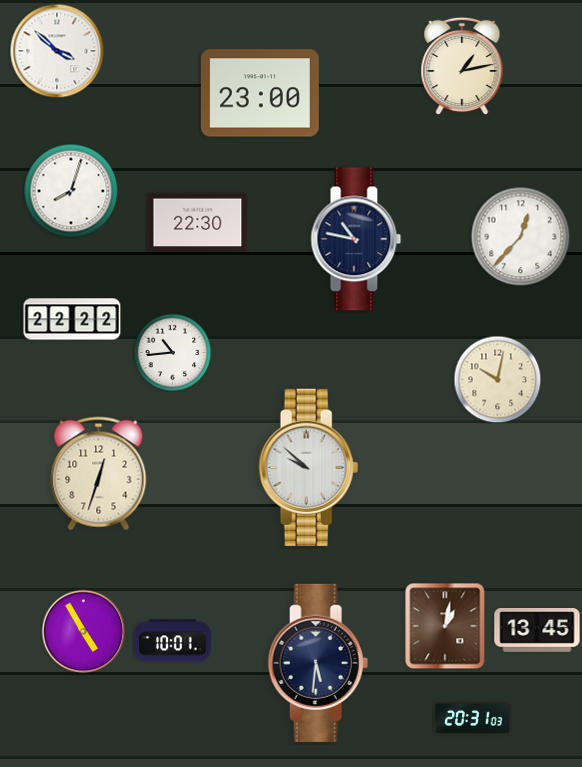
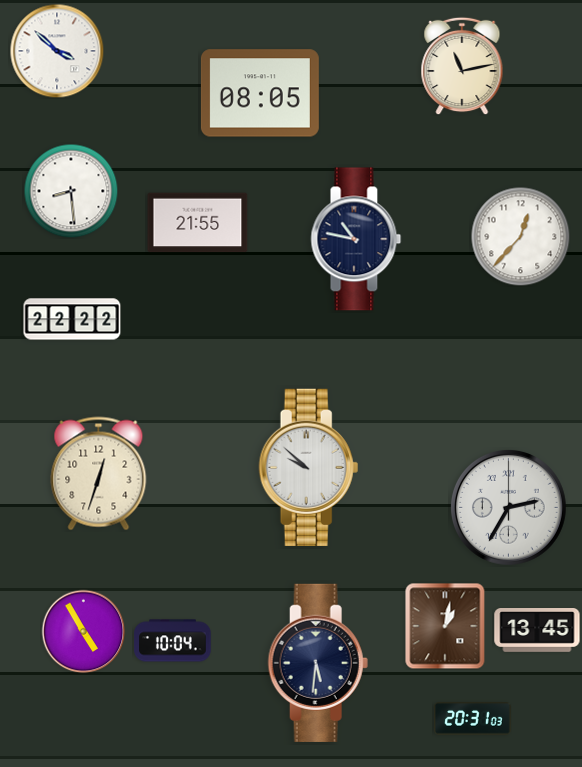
clock at (462, 66): 1:13 -> 11:13
clock at (260, 93): 23:00 -> 08:05
clock at (71, 191): 8:03 -> 8:29
clock at (198, 223): 22:30 -> 21:55
clock at (172, 352): 10:44 -> none
clock at (497, 379): 10:02 -> none
clock at (508, 507): none -> 2:35
clock at (173, 641): 10:01 -> 10:04
